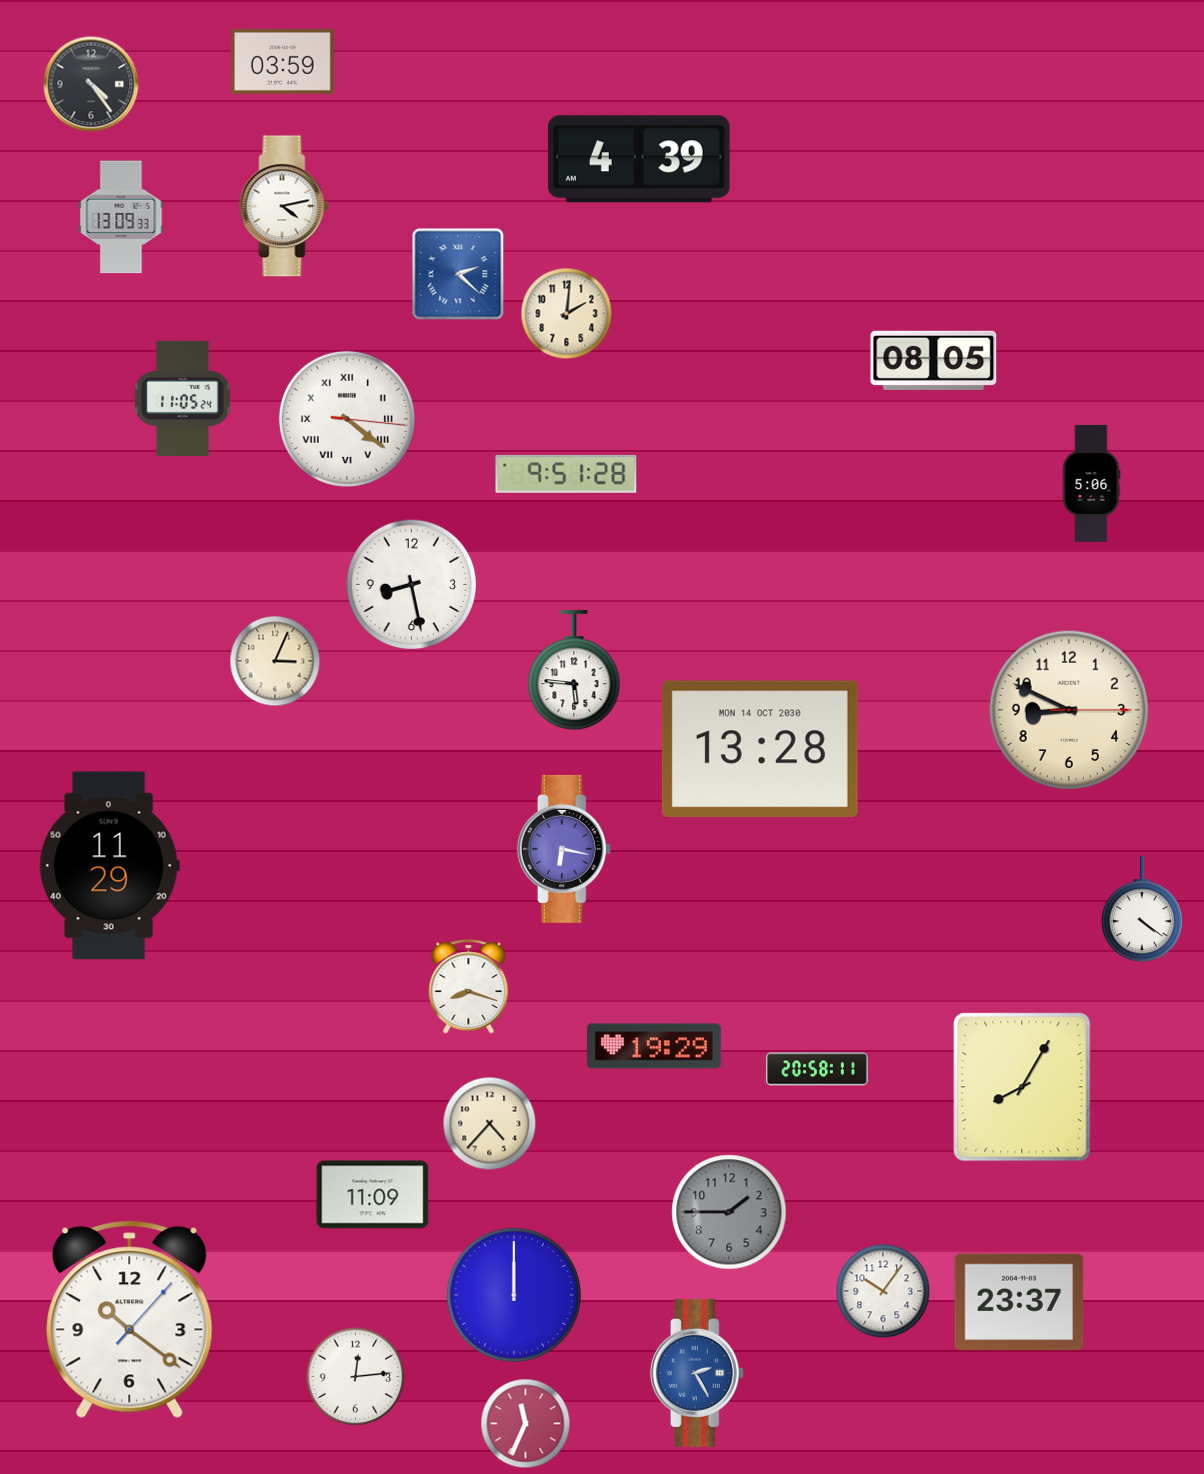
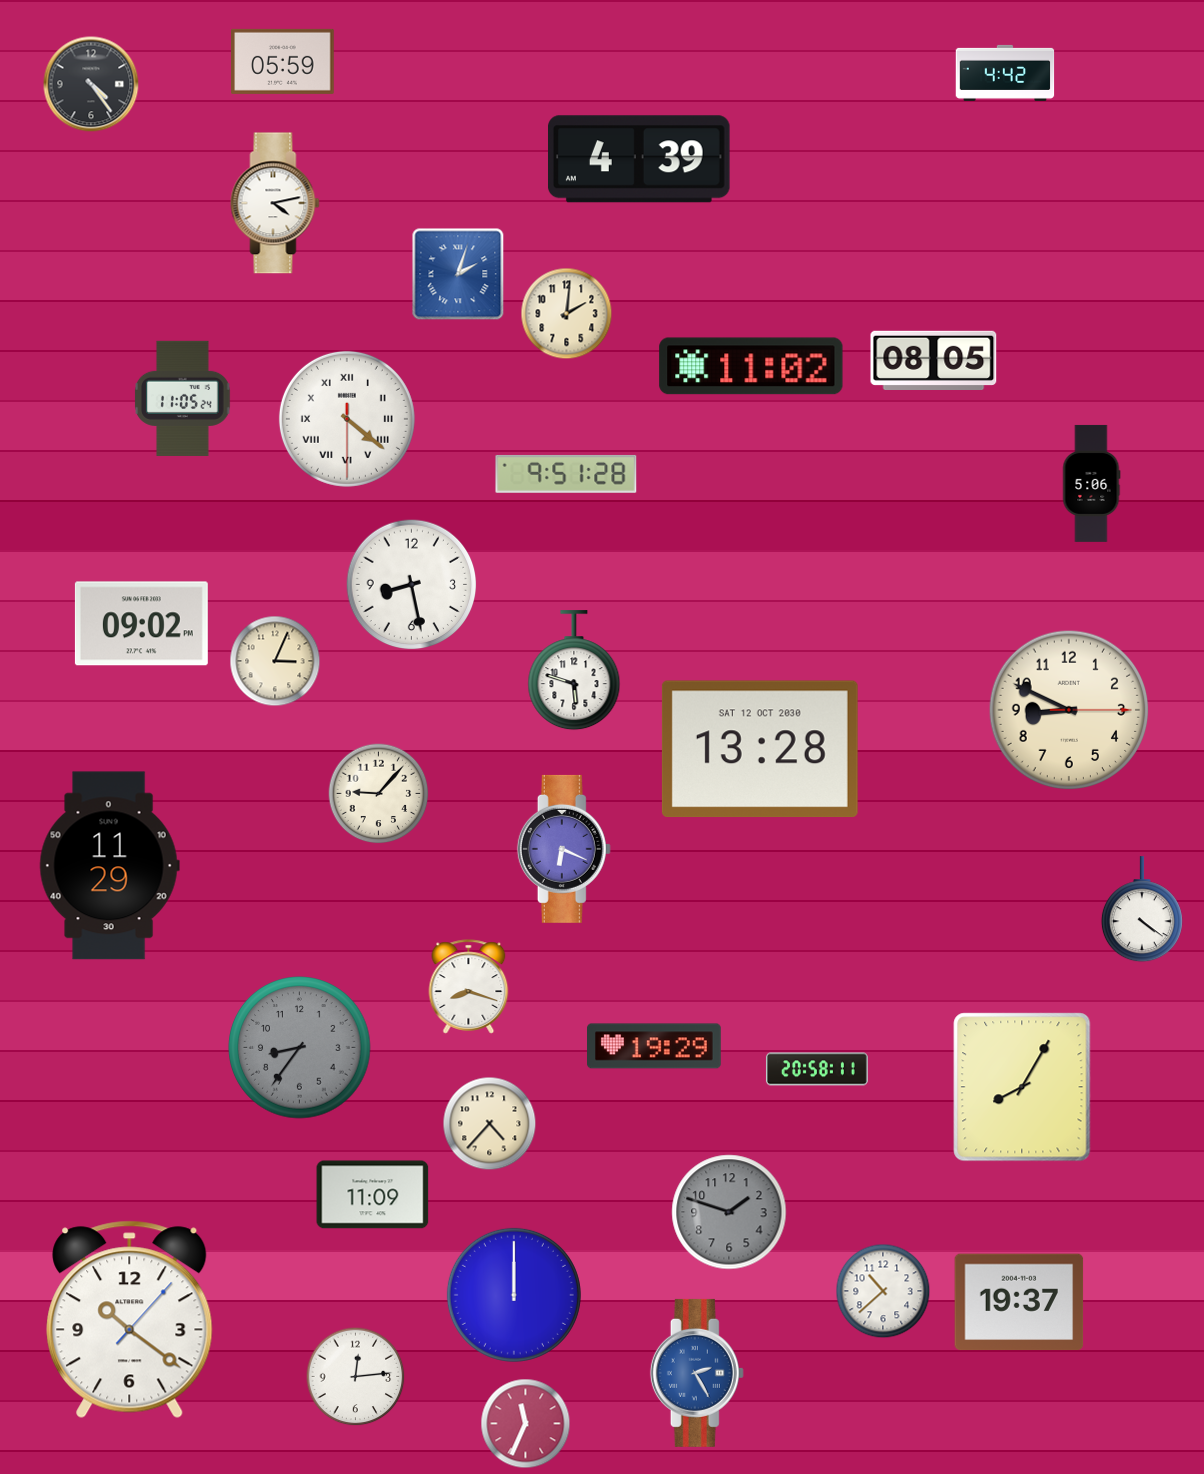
clock at (283, 61): 03:59 -> 05:59
clock at (1005, 73): none -> 4:42
clock at (284, 206) position: (284, 206) -> (275, 203)
clock at (121, 217): 13:09 -> none
clock at (458, 274): 2:22 -> 2:03
clock at (751, 366): none -> 11:02
clock at (347, 419): 4:21:16 -> 4:21:30
clock at (141, 624): none -> 09:02
clock at (574, 671): 5:46 -> 5:48
clock at (760, 749) date: MON 14 OCT 2030 -> SAT 12 OCT 2030
clock at (379, 794): none -> 9:07
clock at (564, 849): 6:17 -> 6:19
clock at (300, 1048): none -> 8:36
clock at (729, 1212): 1:45 -> 1:48
clock at (883, 1291): 10:06 -> 10:38
clock at (1019, 1302): 23:37 -> 19:37
